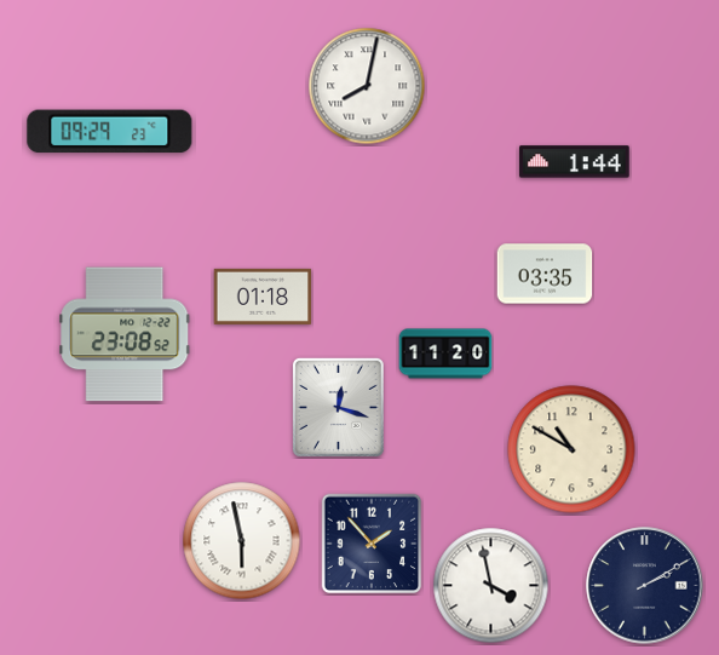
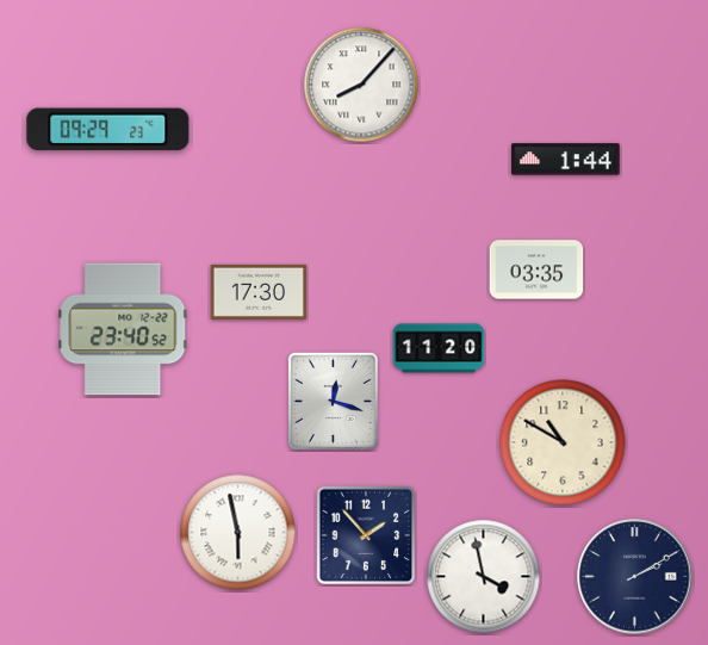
clock at (367, 86): 8:02 -> 8:07
clock at (263, 297): 01:18 -> 17:30
clock at (125, 334): 23:08 -> 23:40
